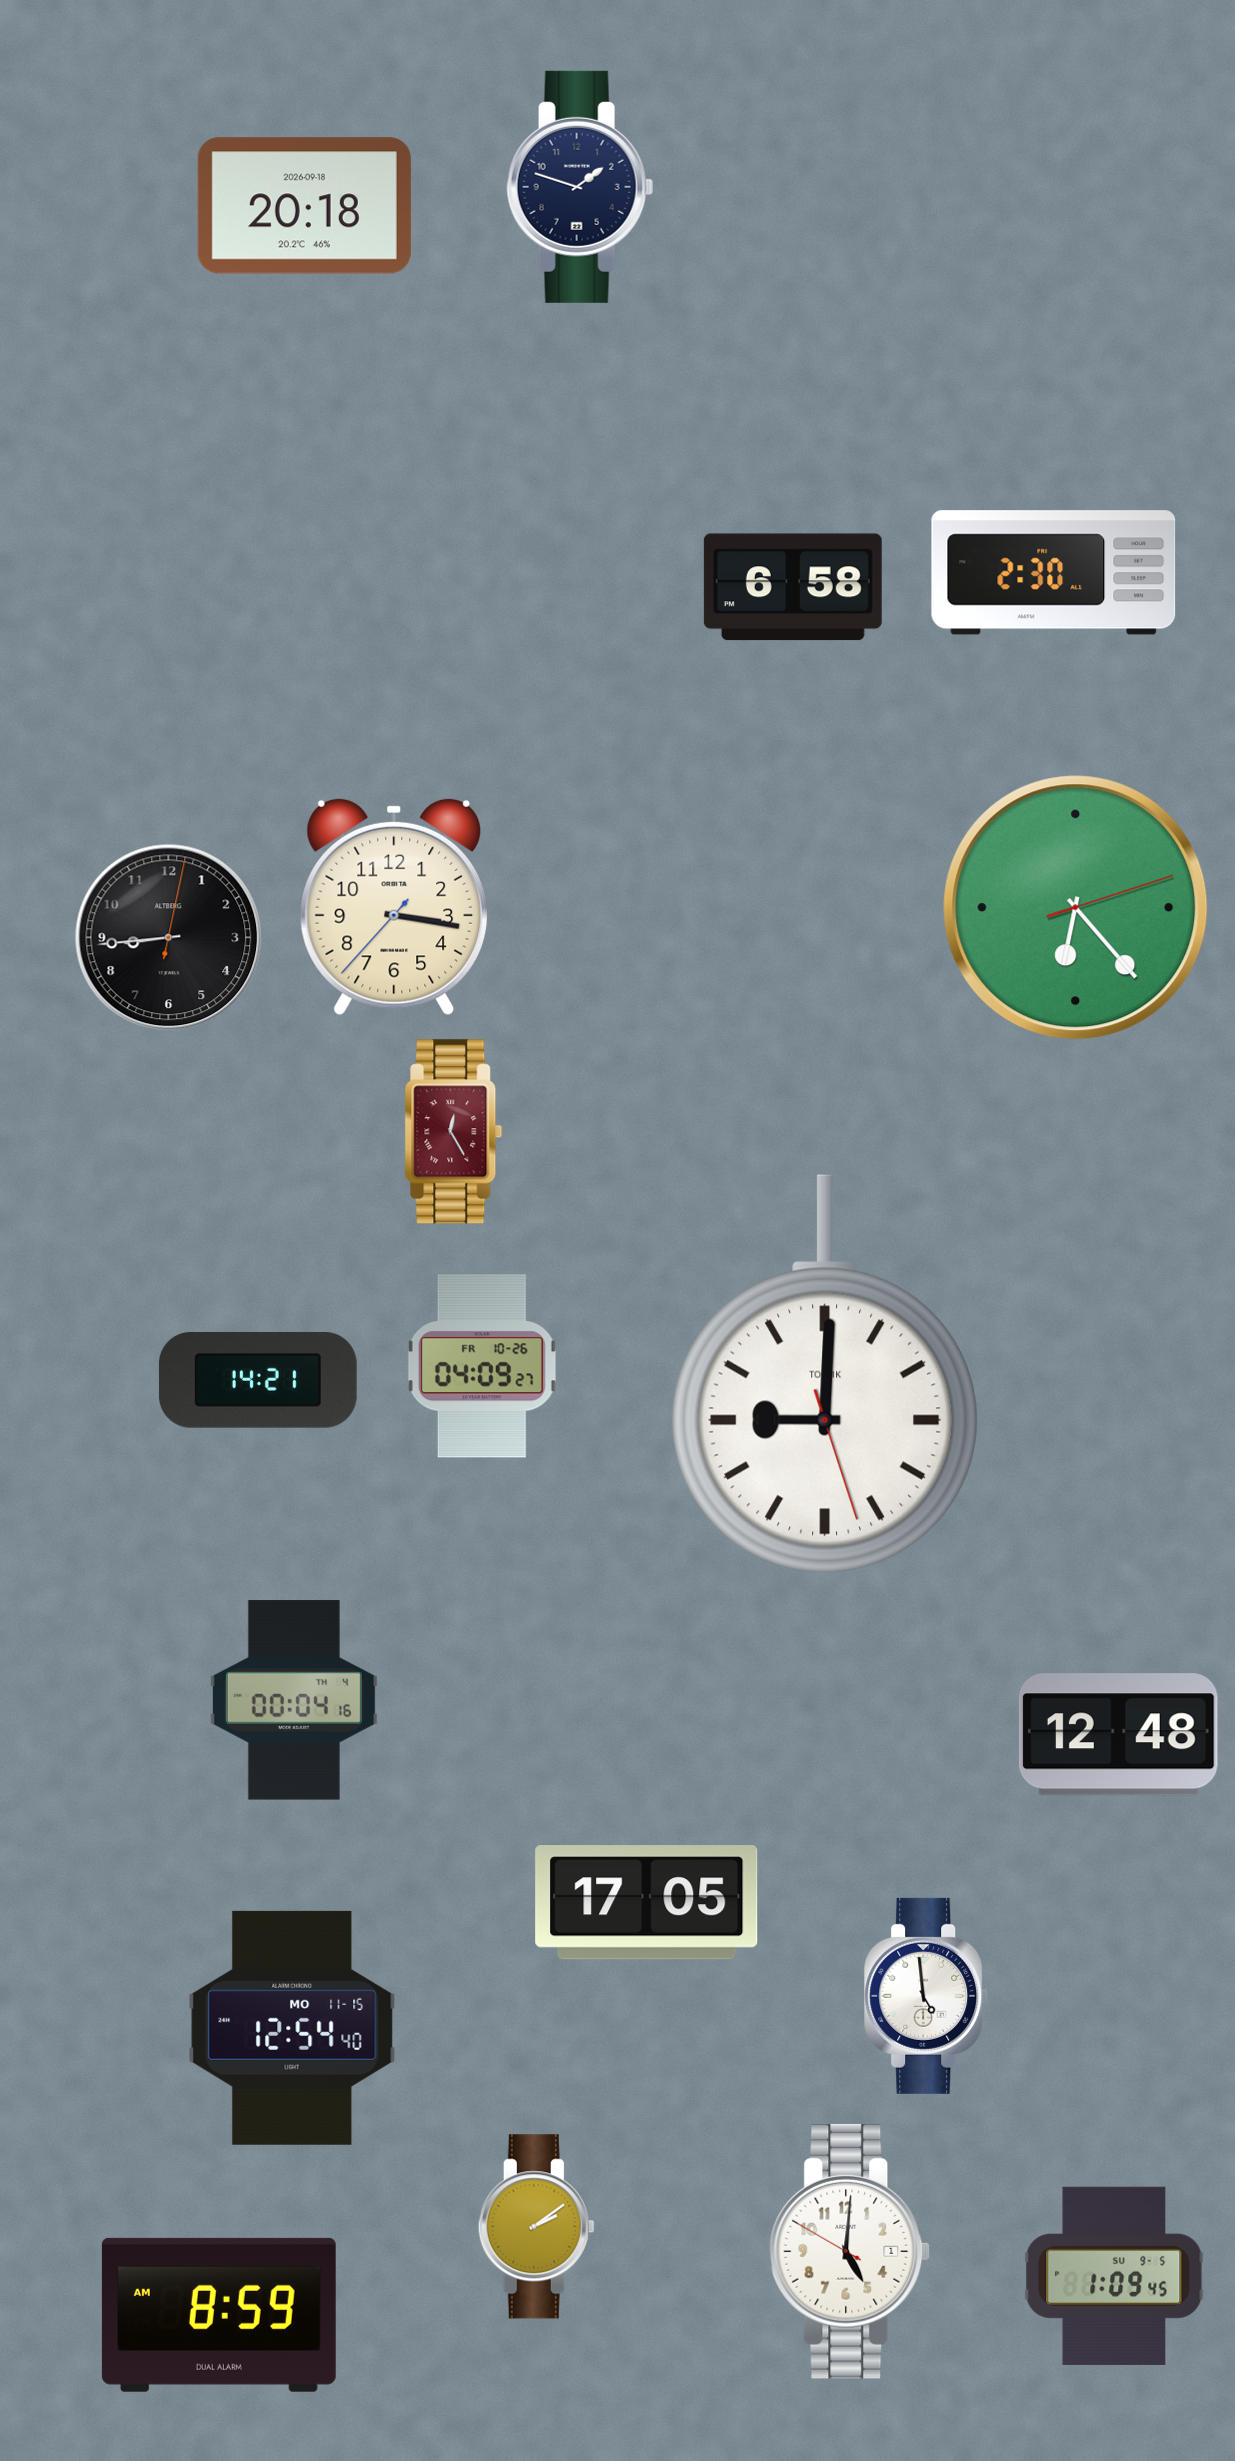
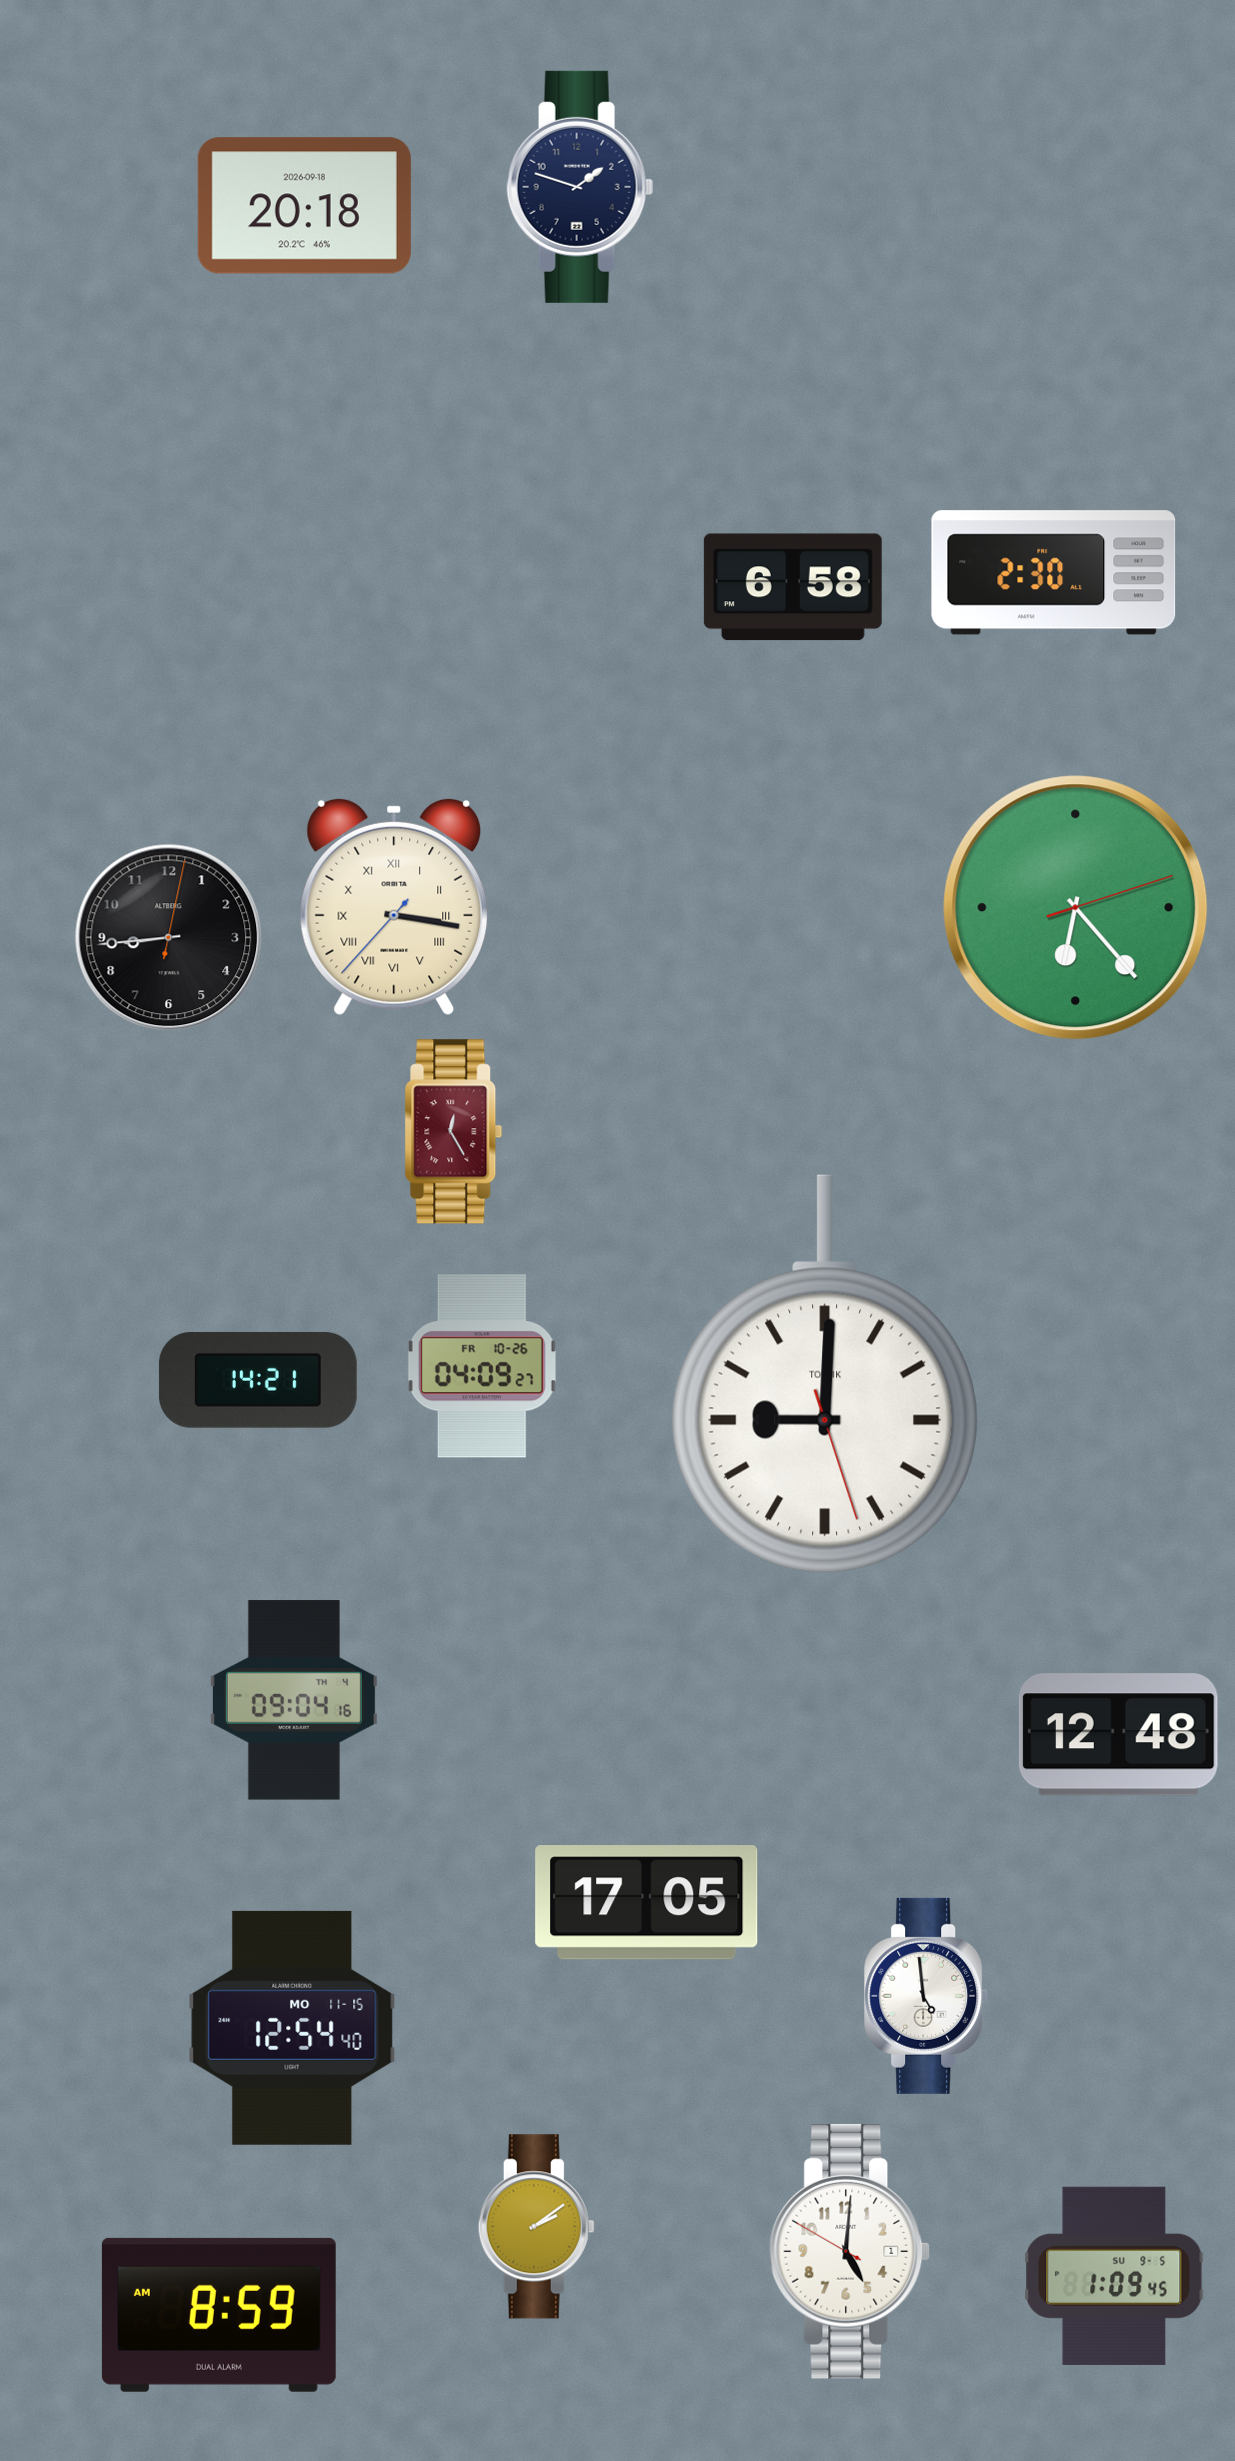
clock at (394, 907) numerals: Arabic -> Roman
clock at (294, 1700): 00:04 -> 09:04
